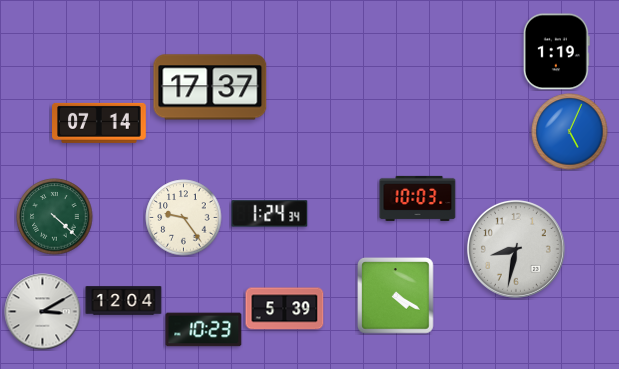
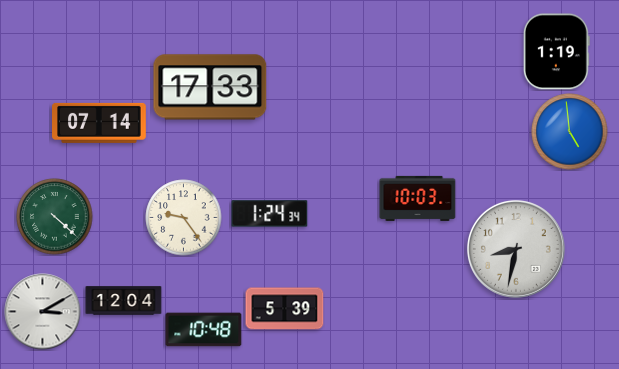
clock at (210, 87): 17:37 -> 17:33
clock at (570, 132): 5:04 -> 4:59
clock at (396, 296): 4:20 -> none
clock at (204, 330): 10:23 -> 10:48
